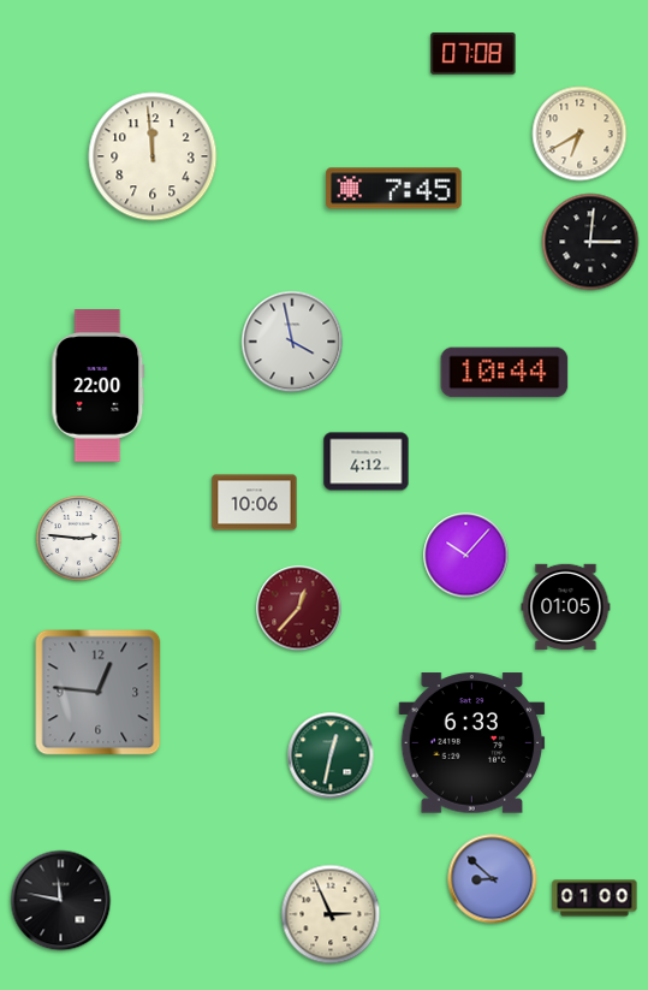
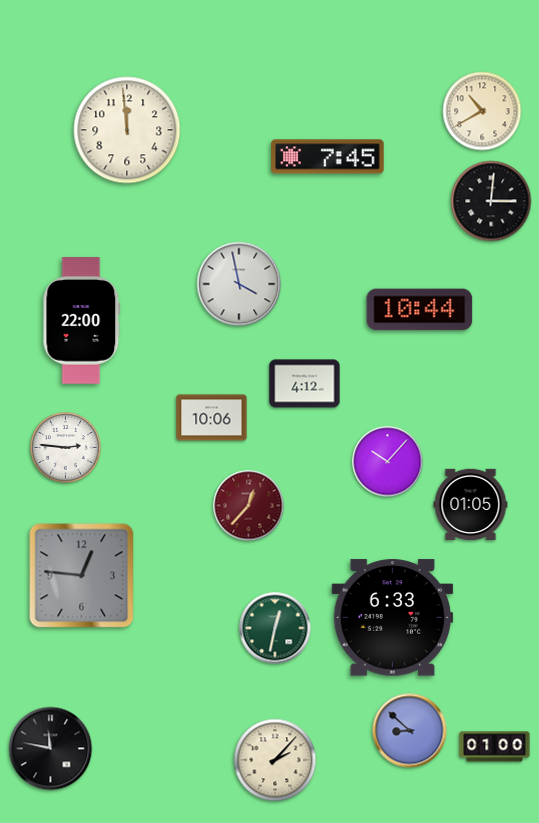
clock at (474, 54): 07:08 -> none
clock at (579, 134): 6:40 -> 10:40
clock at (292, 342) position: (292, 342) -> (239, 284)
clock at (331, 914): 2:56 -> 2:07
